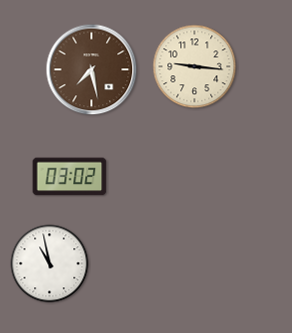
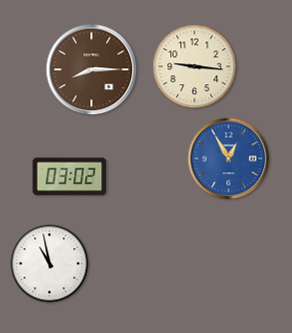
clock at (92, 70): 7:28 -> 8:15
clock at (229, 159): none -> 12:55
